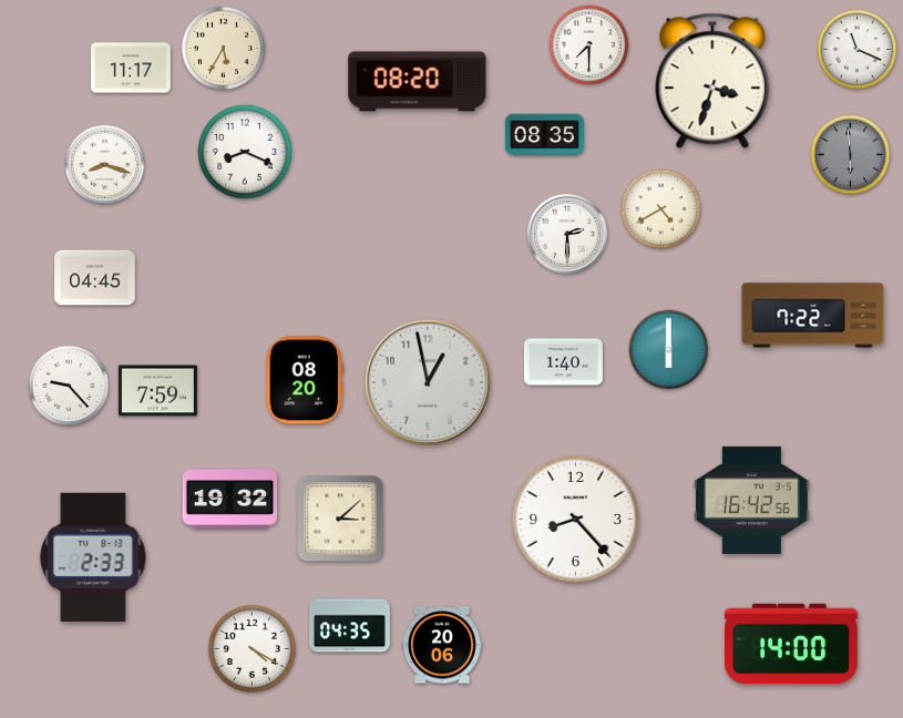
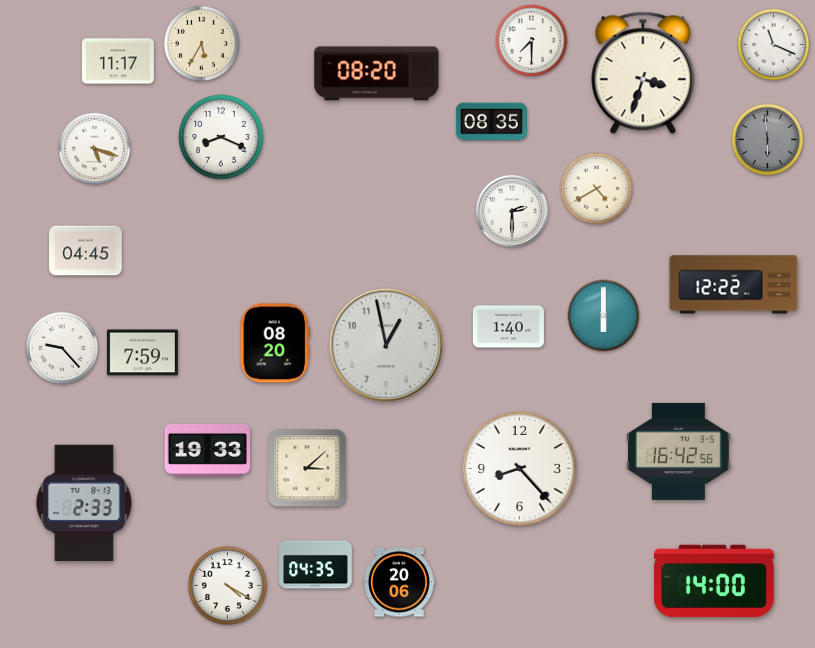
clock at (105, 165): 8:18 -> 5:18
clock at (813, 316): 7:22 -> 12:22
clock at (229, 499): 19:32 -> 19:33
